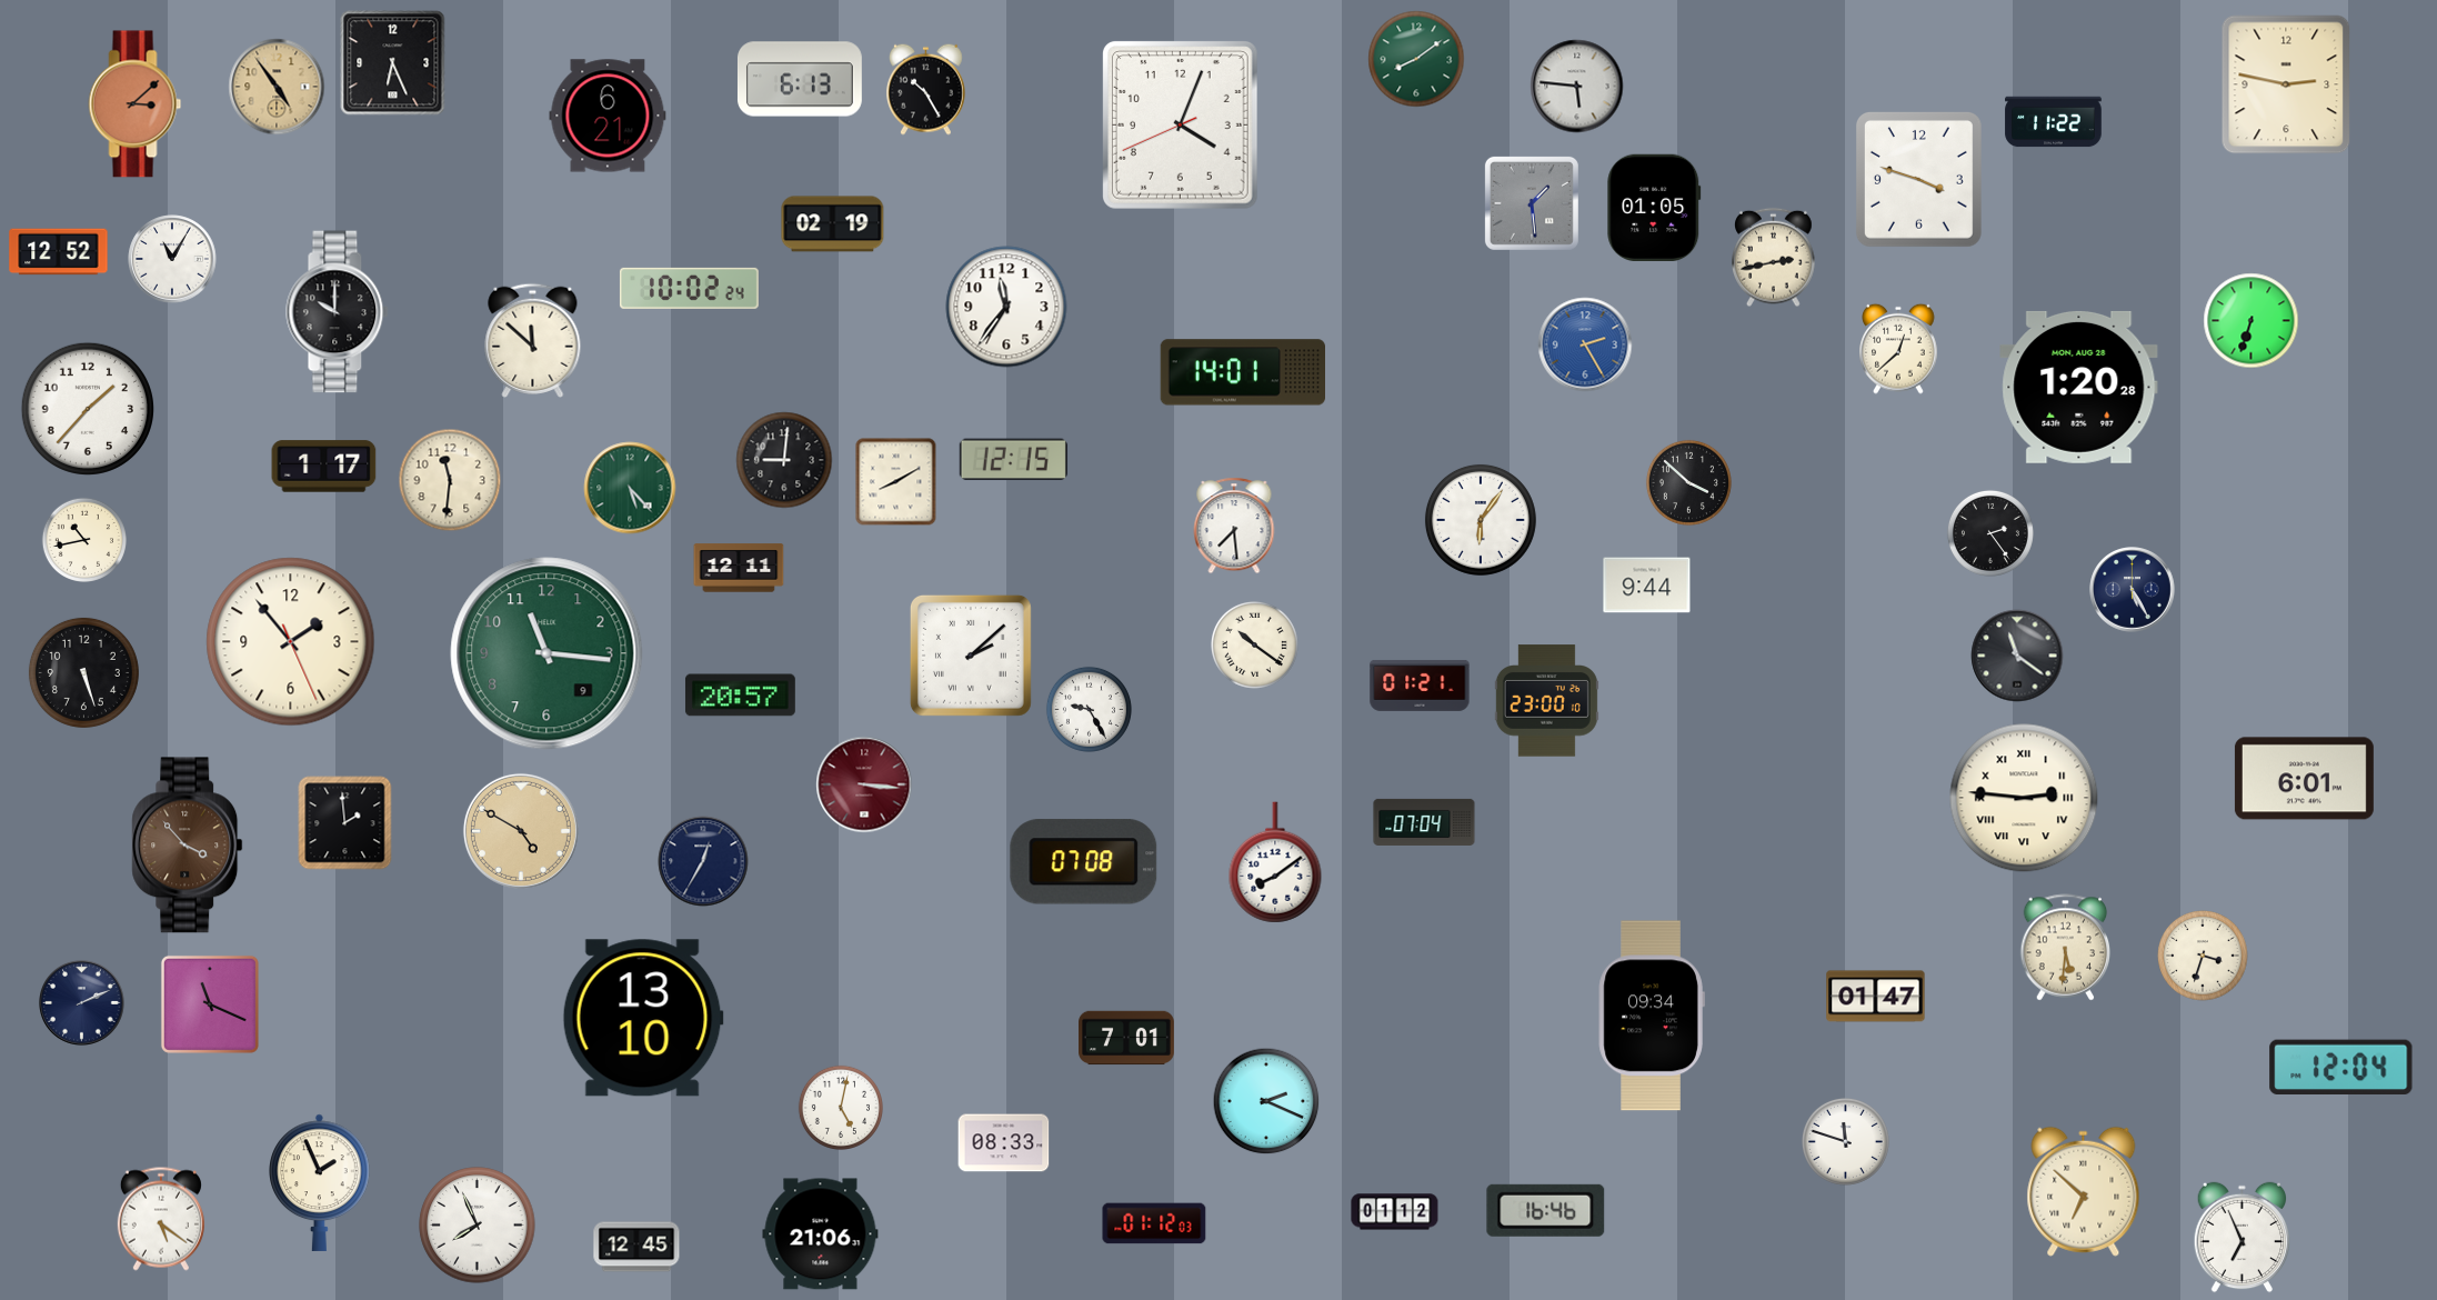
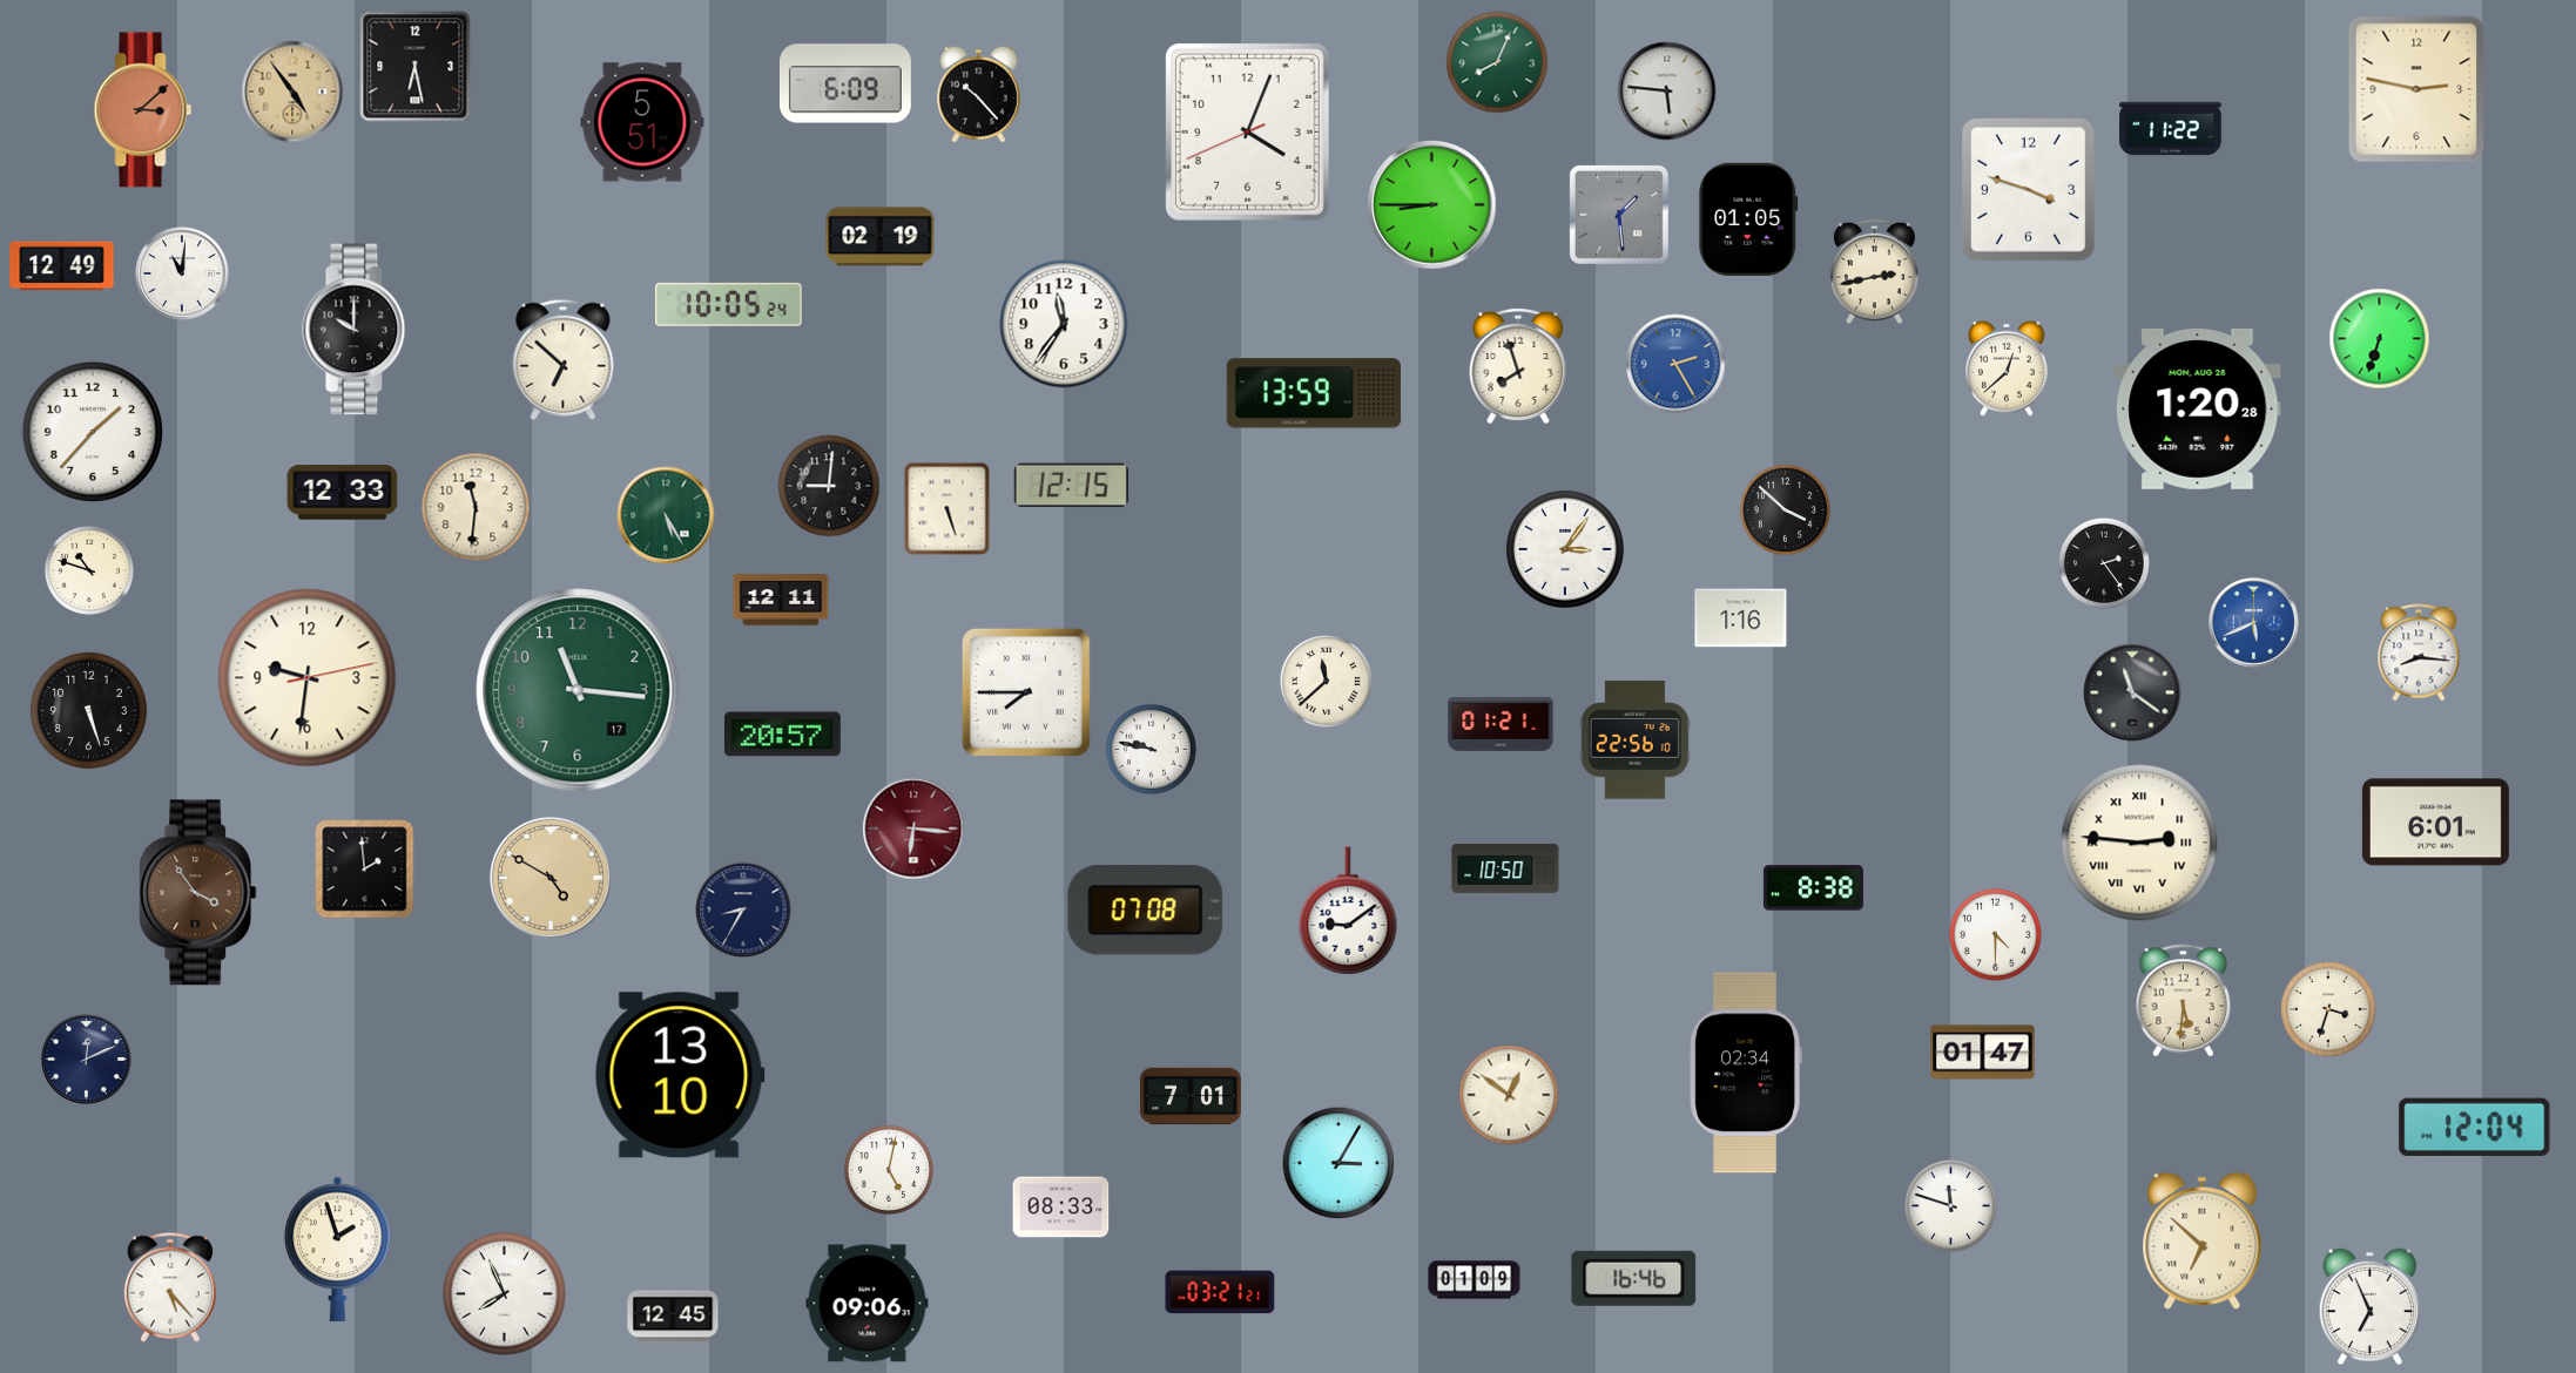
clock at (1416, 59): 8:09 -> 8:04
clock at (393, 63): 6:26 -> 6:28
clock at (800, 79): 6:13 -> 6:09
clock at (926, 89): 10:25 -> 10:23
clock at (608, 116): 6:21 -> 5:51
clock at (1432, 205): none -> 8:45
clock at (59, 252): 12:52 -> 12:49
clock at (172, 259): 11:05 -> 11:01
clock at (689, 288): 10:02 -> 10:05
clock at (533, 340): 11:52 -> 6:52
clock at (1518, 366): none -> 7:57
clock at (1242, 372): 14:01 -> 13:59
clock at (324, 467): 1:17 -> 12:33
clock at (896, 482): 8:10 -> 5:27
clock at (630, 488): 5:23 -> 5:25
clock at (1481, 520): 6:06 -> 3:06
clock at (1234, 526): 7:29 -> none
clock at (83, 539): 10:43 -> 10:48
clock at (1647, 586): 9:44 -> 1:16
clock at (2133, 590): 5:25 -> 5:41
clock at (2133, 590) dial: navy -> blue
clock at (2419, 652): none -> 8:16
clock at (291, 642): 1:53 -> 9:31
clock at (1254, 644): 10:21 -> 11:38
clock at (546, 653) date: 9 -> 17
clock at (971, 656): 2:08 -> 7:45
clock at (1546, 701): 23:00 -> 22:56
clock at (1089, 709): 9:25 -> 9:47
clock at (864, 784): 3:16 -> 6:16
clock at (1424, 822): 07:04 -> 10:50
clock at (1813, 888): none -> 8:38
clock at (188, 846): 3:53 -> 3:54
clock at (703, 861): 12:35 -> 8:35
clock at (1275, 862): 8:09 -> 9:09
clock at (1995, 934): none -> 4:30
clock at (82, 1003): 2:11 -> 12:11
clock at (210, 1004): 11:19 -> none
clock at (1652, 1016): 09:34 -> 02:34
clock at (1509, 1095): none -> 12:51
clock at (1266, 1101): 2:19 -> 3:05
clock at (320, 1182): 1:56 -> 1:57
clock at (2084, 1191) position: (2084, 1191) -> (2203, 1240)
clock at (1395, 1212): 01:12 -> 01:09
clock at (161, 1219): 5:21 -> 5:23
clock at (1154, 1223): 01:12 -> 03:21
clock at (821, 1234): 21:06 -> 09:06
